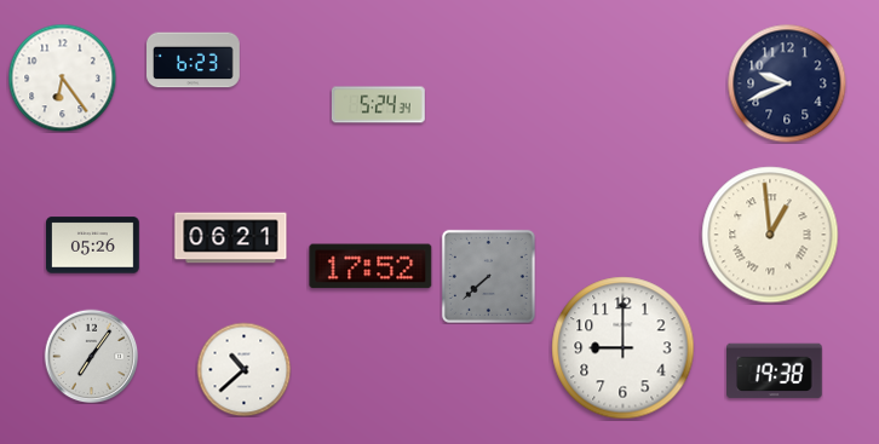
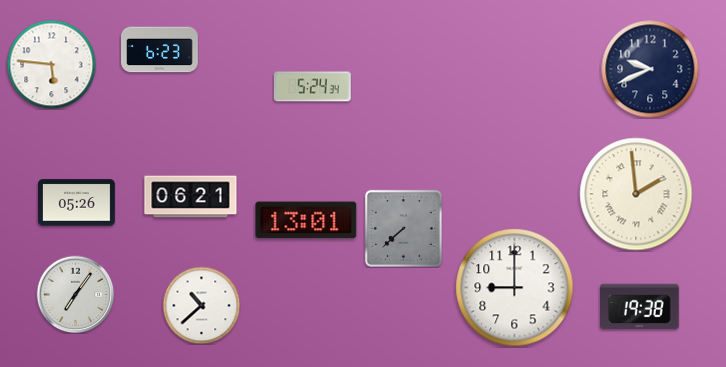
clock at (62, 77): 6:24 -> 5:46
clock at (770, 235): 12:59 -> 1:59
clock at (370, 266): 17:52 -> 13:01
